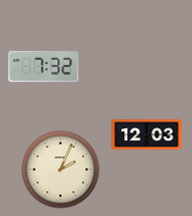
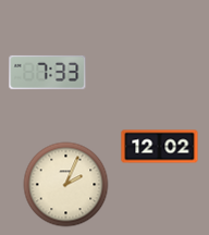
clock at (44, 66): 7:32 -> 7:33
clock at (147, 135): 12:03 -> 12:02
